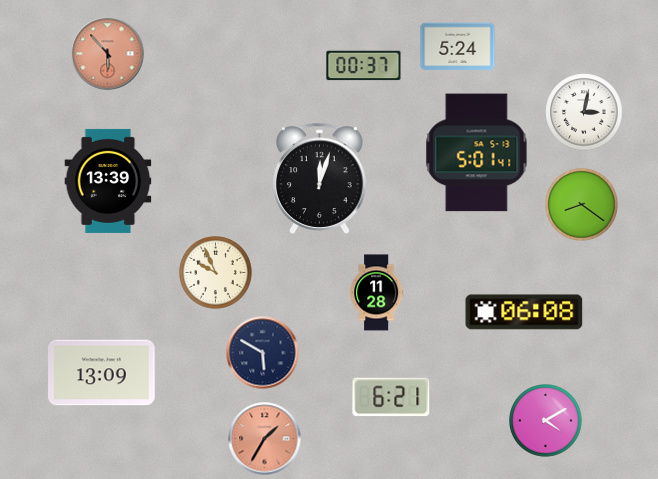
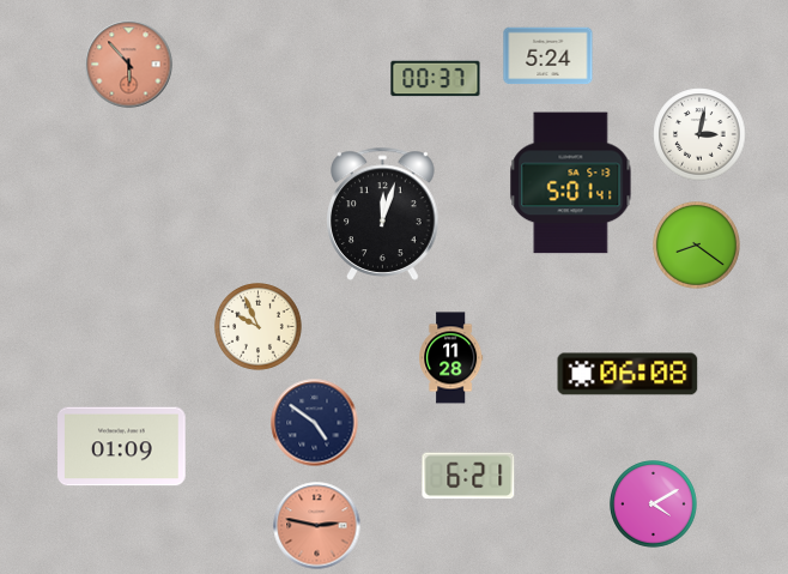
clock at (108, 181): 13:39 -> none
clock at (377, 293) position: (377, 293) -> (451, 358)
clock at (263, 353): 5:50 -> 4:51
clock at (102, 373): 13:09 -> 01:09
clock at (265, 439): 1:35 -> 2:47
